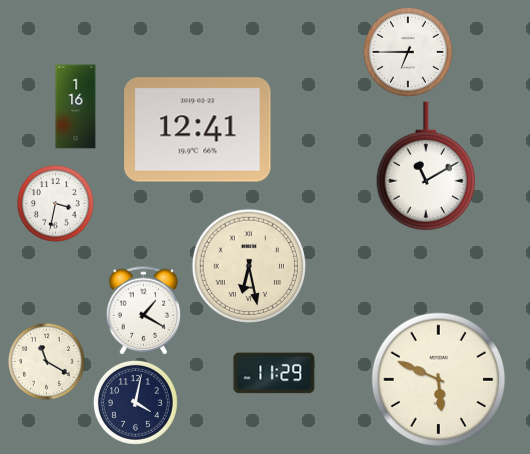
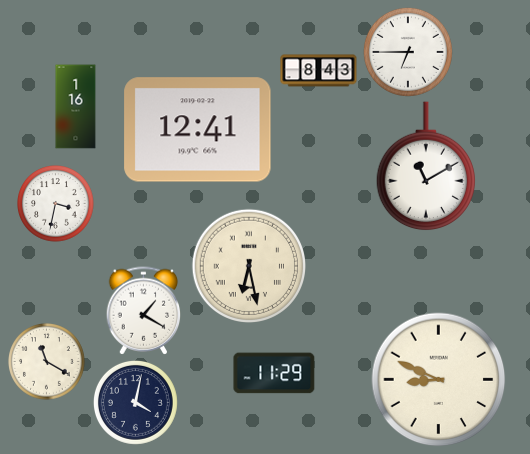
clock at (319, 71): none -> 8:43
clock at (439, 380): 5:49 -> 8:49
